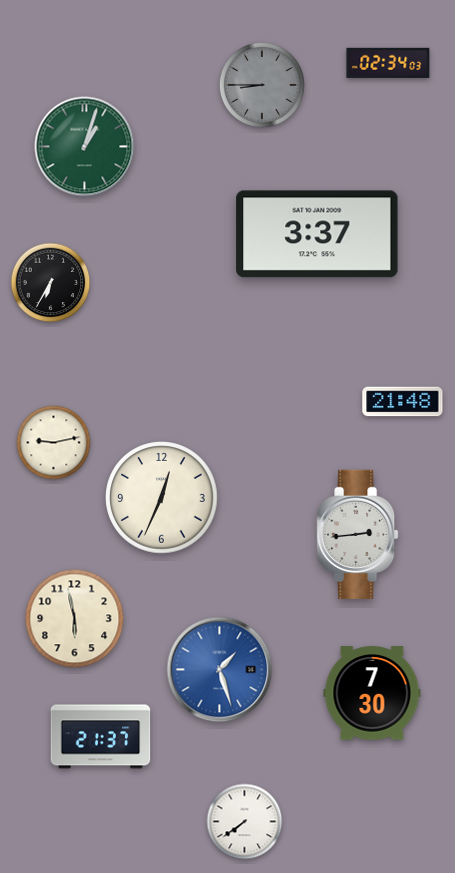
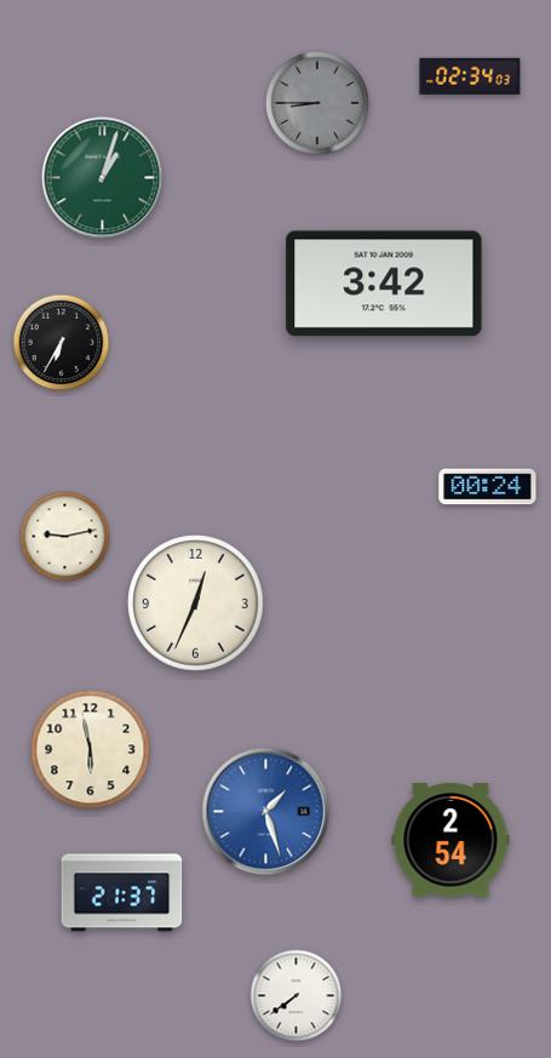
clock at (317, 234): 3:37 -> 3:42
clock at (403, 402): 21:48 -> 00:24
clock at (358, 534): 2:44 -> none
clock at (372, 693): 7:30 -> 2:54
